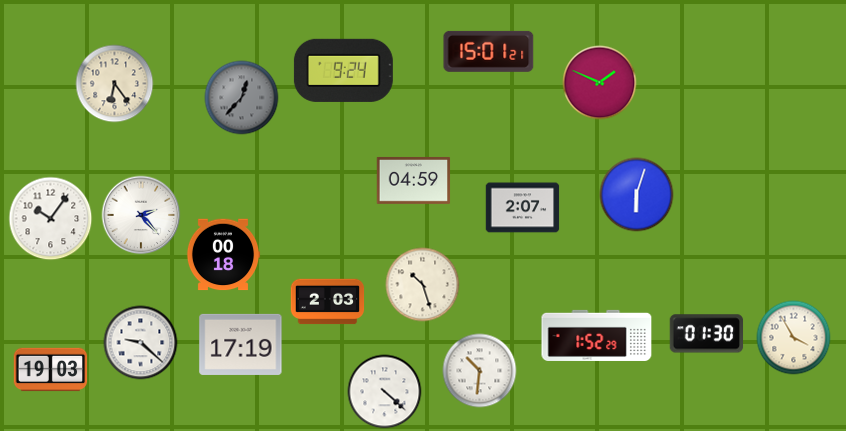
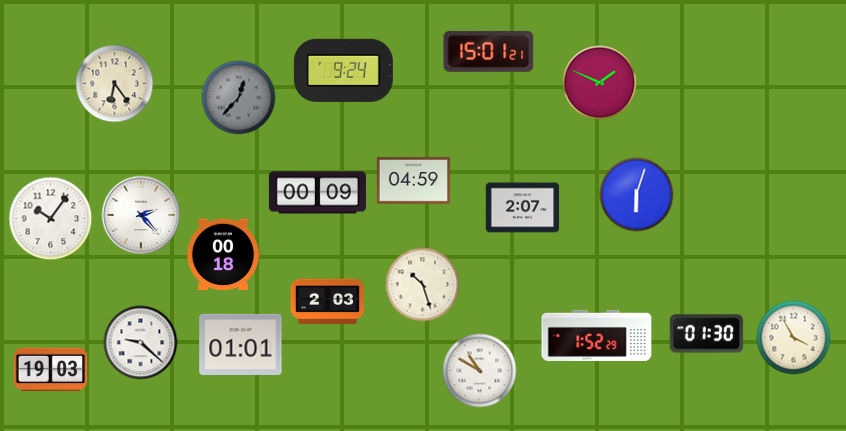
clock at (242, 98) position: (242, 98) -> (239, 98)
clock at (317, 193): none -> 00:09
clock at (241, 344): 17:19 -> 01:01
clock at (480, 371): 10:31 -> 10:50
clock at (385, 392): 4:22 -> none
